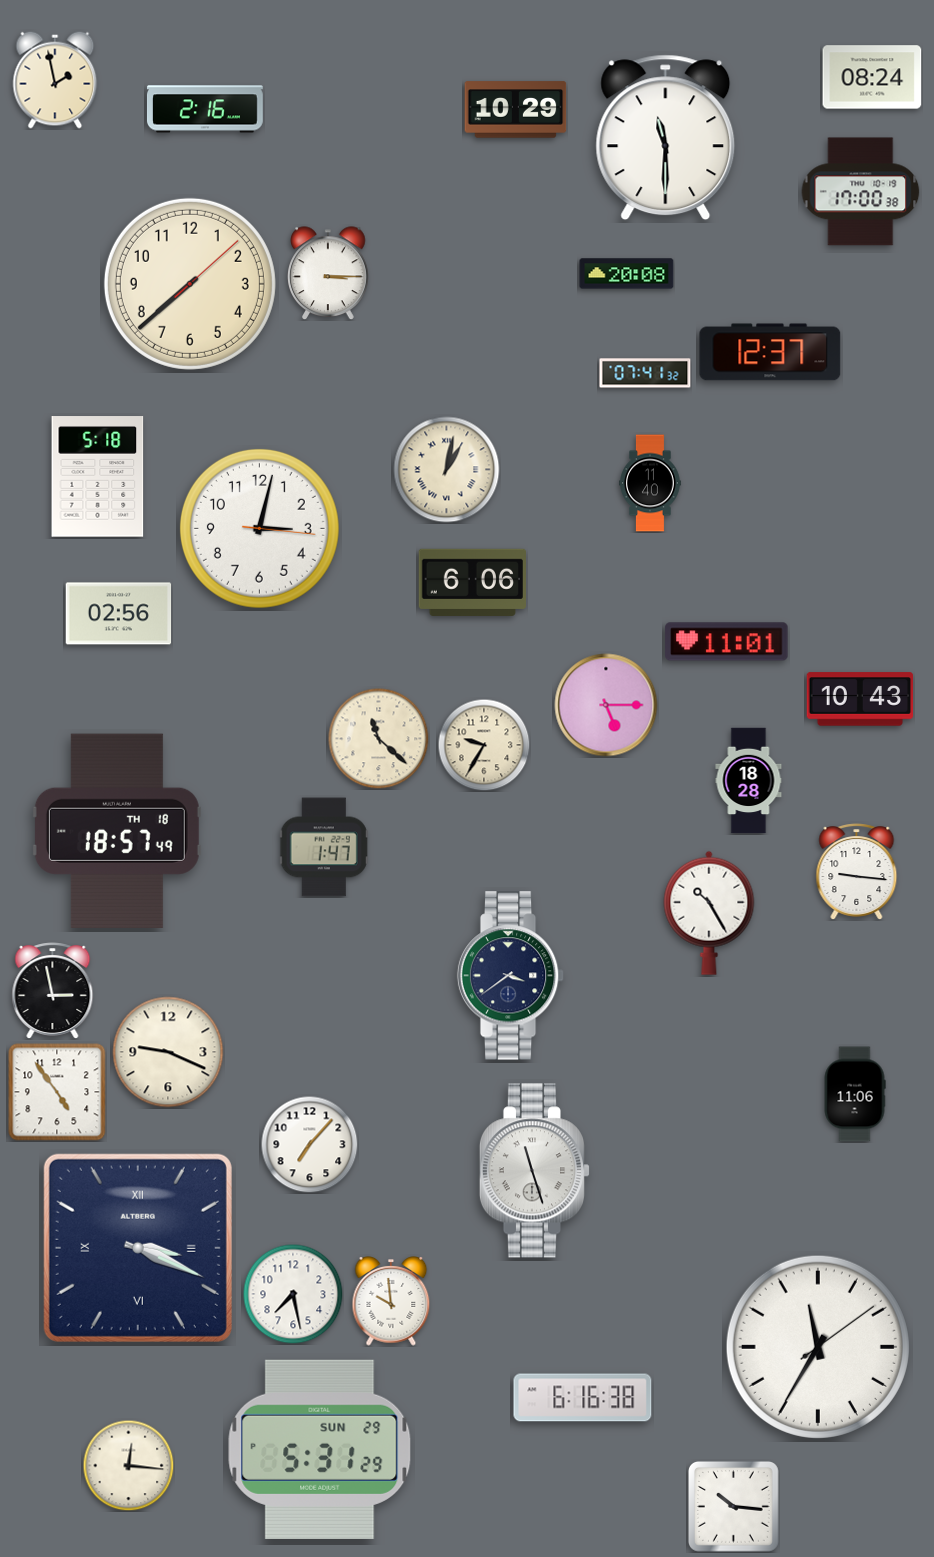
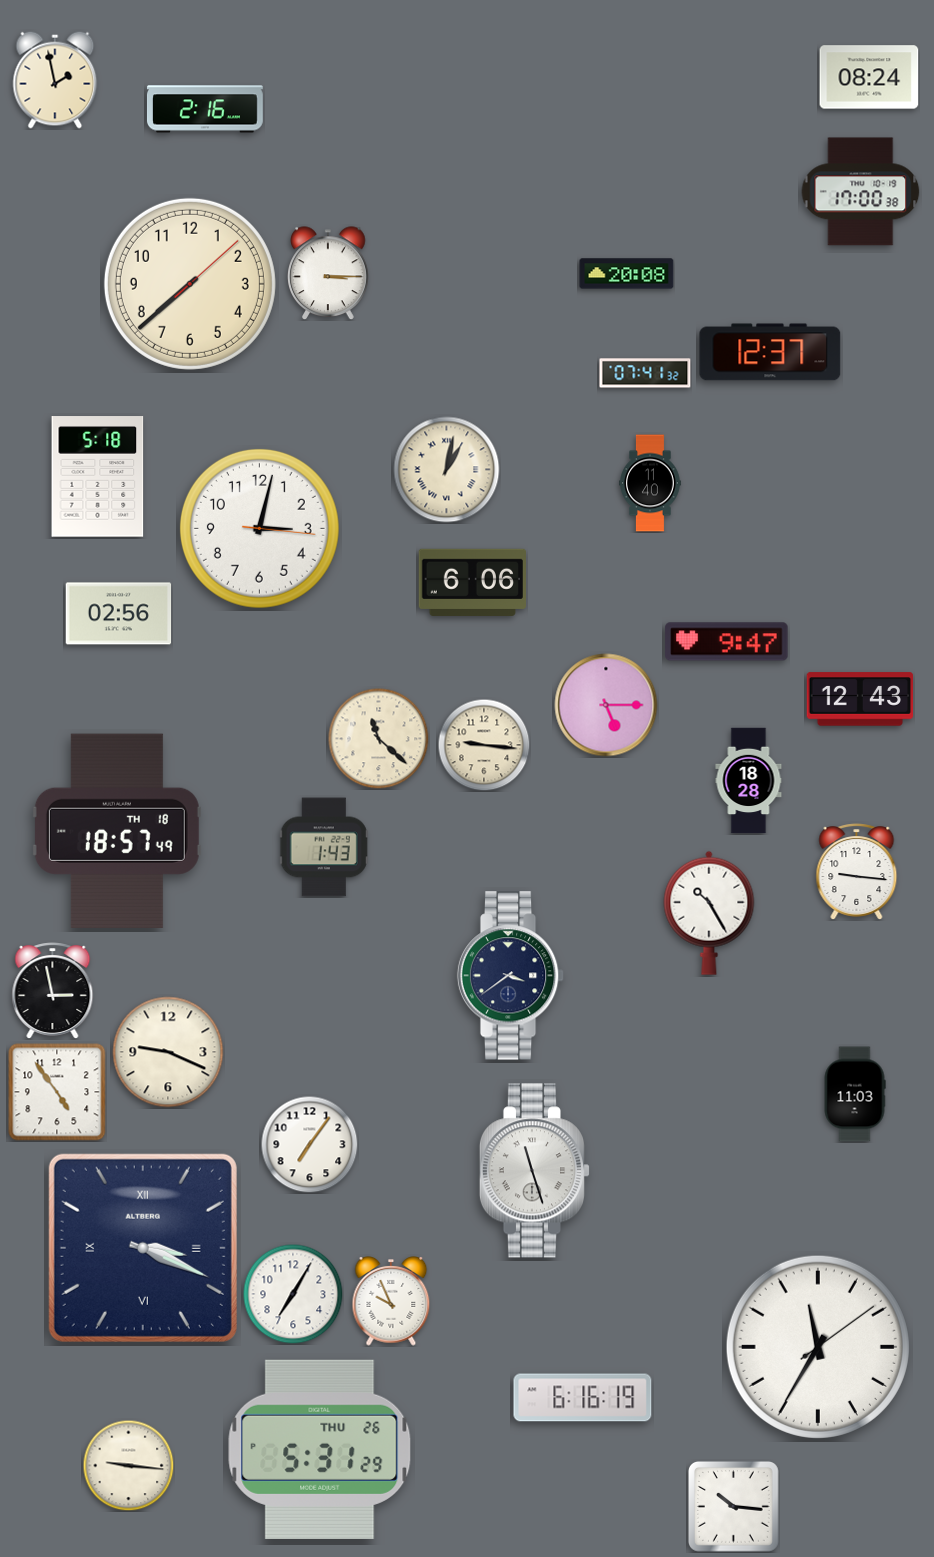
clock at (872, 77) position: (872, 77) -> (869, 77)
clock at (516, 110): 10:29 -> none
clock at (666, 138): 11:30 -> none
clock at (727, 642): 11:01 -> 9:47
clock at (860, 699): 10:43 -> 12:43
clock at (484, 745): 9:35 -> 9:16
clock at (324, 847): 1:47 -> 1:43
clock at (855, 1094): 11:06 -> 11:03
clock at (309, 1144): 7:07 -> 7:06
clock at (138, 1248) position: (138, 1248) -> (143, 1248)
clock at (293, 1294): 7:28 -> 7:05
clock at (391, 1302): 9:59 -> 9:56
clock at (583, 1398): 6:16:38 -> 6:16:19
clock at (320, 1449) date: SUN 29 -> THU 26
clock at (128, 1465): 12:16 -> 9:16
